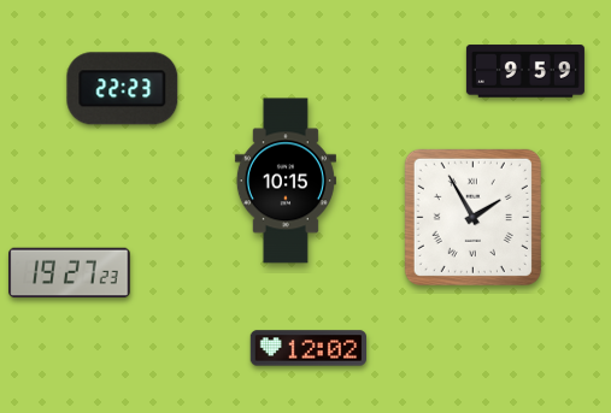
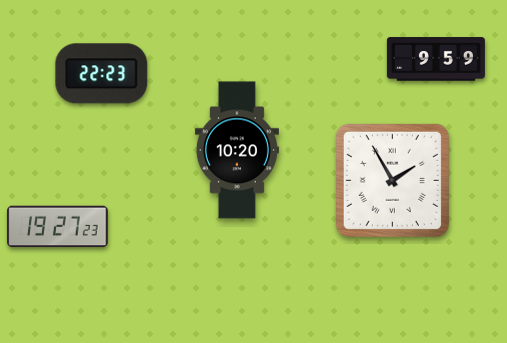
clock at (286, 181): 10:15 -> 10:20
clock at (309, 348): 12:02 -> none
